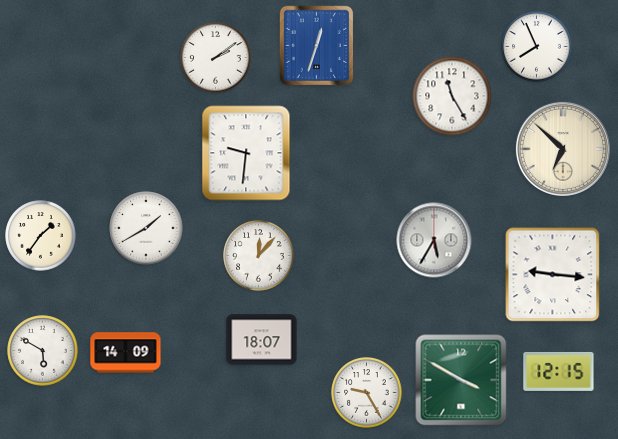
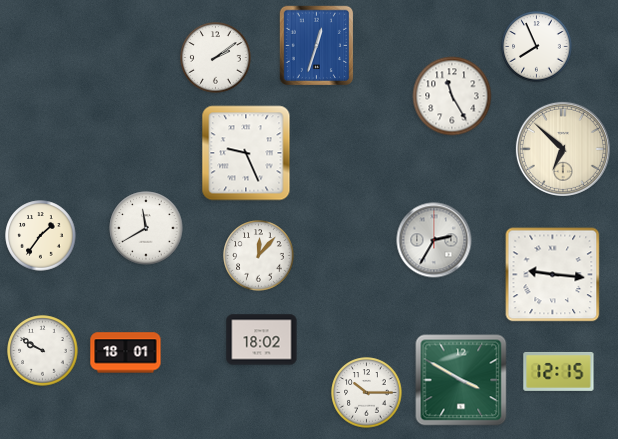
clock at (246, 153): 9:31 -> 9:26
clock at (146, 228): 1:40 -> 11:40
clock at (434, 240): 5:35 -> 2:35
clock at (262, 340): 18:07 -> 18:02
clock at (43, 351): 5:50 -> 9:50
clock at (126, 353): 14:09 -> 18:01
clock at (367, 393): 9:25 -> 10:15
